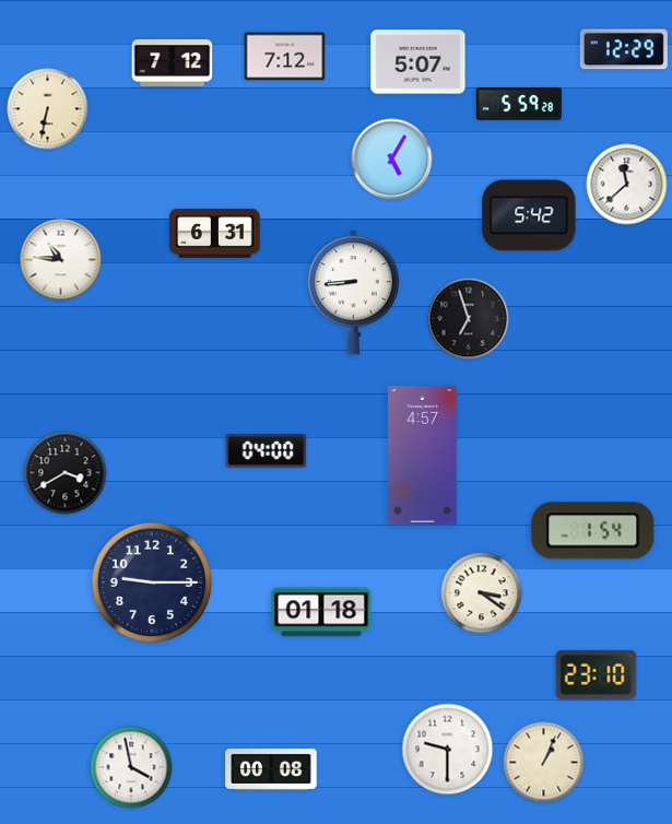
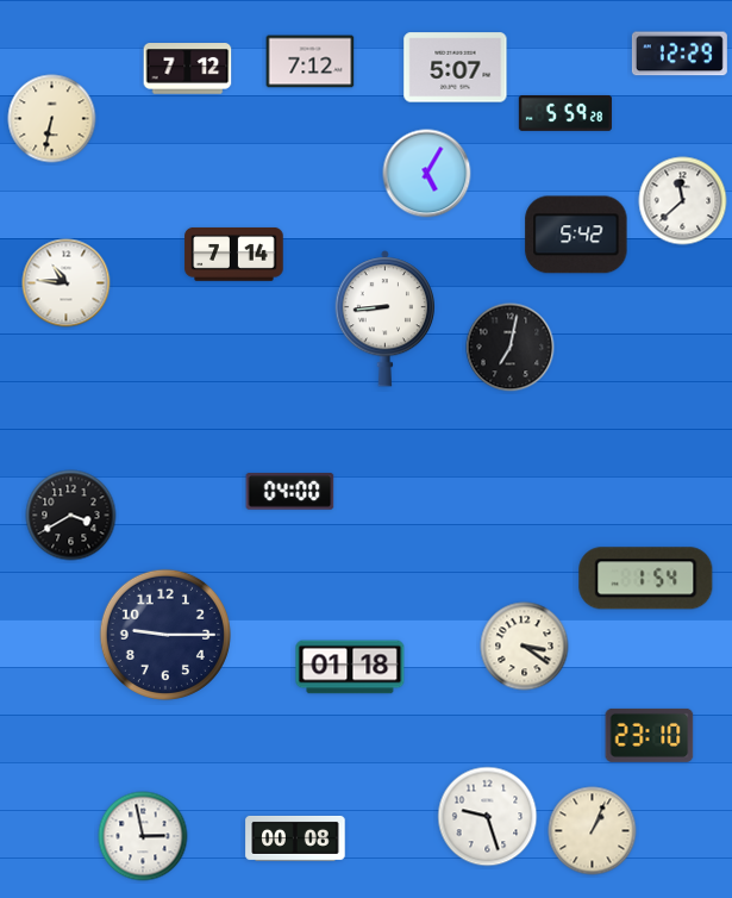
clock at (215, 234): 6:31 -> 7:14
clock at (469, 319): 6:57 -> 7:02
clock at (423, 456): 4:57 -> none
clock at (448, 750): 9:30 -> 9:27
clock at (131, 767): 3:58 -> 2:58
